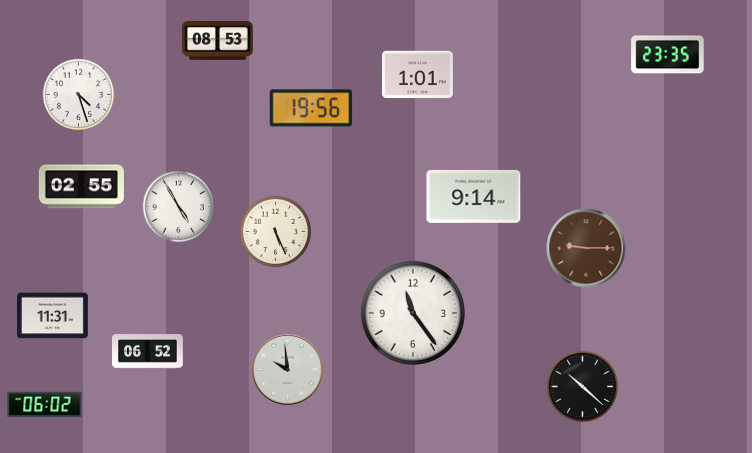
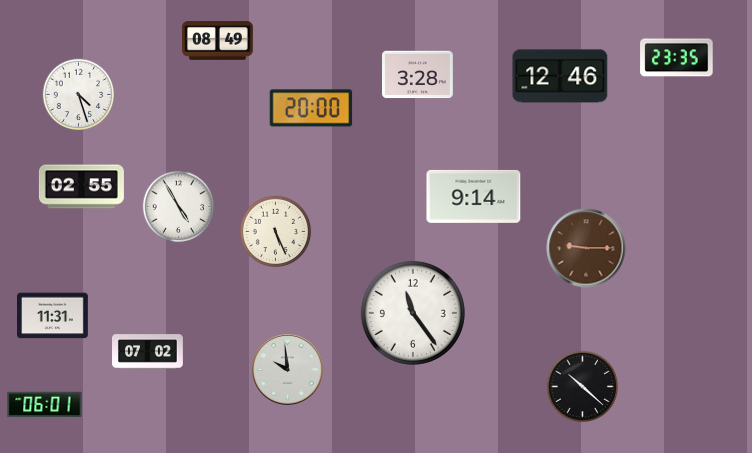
clock at (218, 41): 08:53 -> 08:49
clock at (668, 55) position: (668, 55) -> (677, 58)
clock at (418, 75): 1:01 -> 3:28
clock at (560, 76): none -> 12:46
clock at (311, 108): 19:56 -> 20:00
clock at (148, 352): 06:52 -> 07:02
clock at (45, 404): 06:02 -> 06:01
